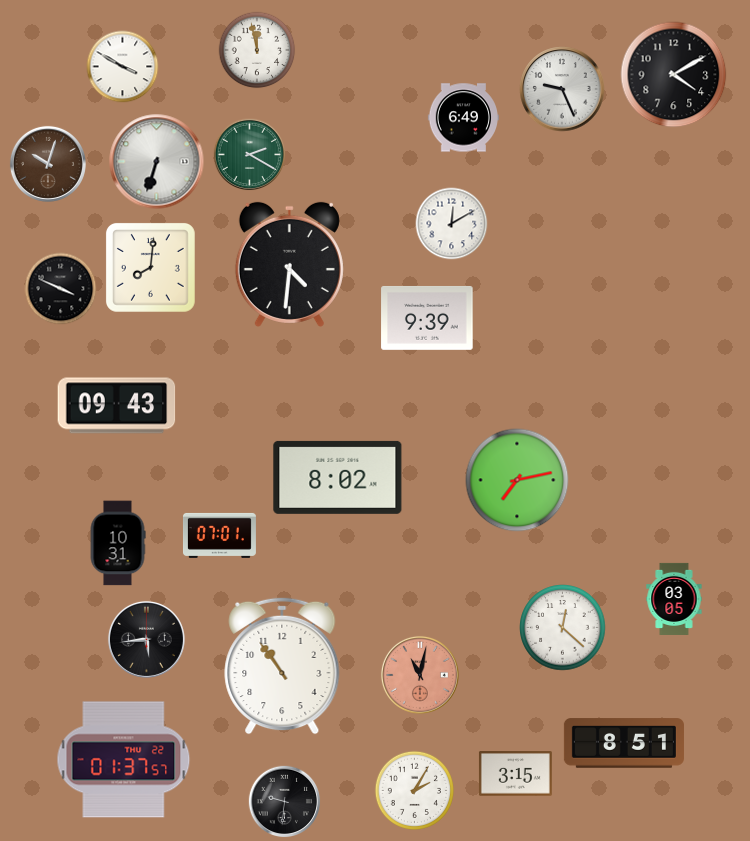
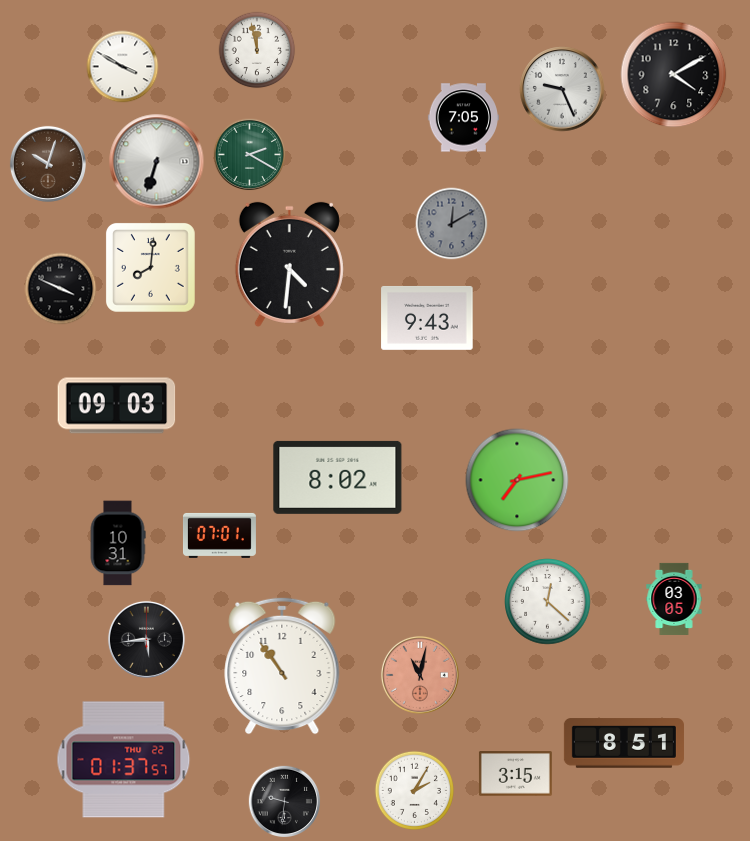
clock at (463, 118): 6:49 -> 7:05
clock at (452, 224) dial: white -> grey
clock at (427, 318): 9:39 -> 9:43
clock at (117, 406): 09:43 -> 09:03
clock at (563, 628) position: (563, 628) -> (548, 602)
